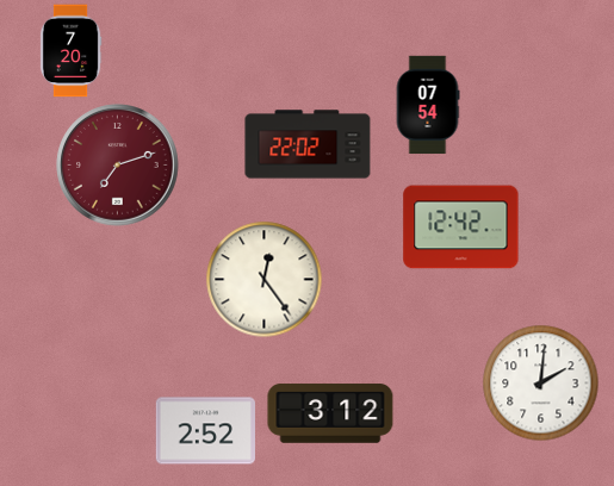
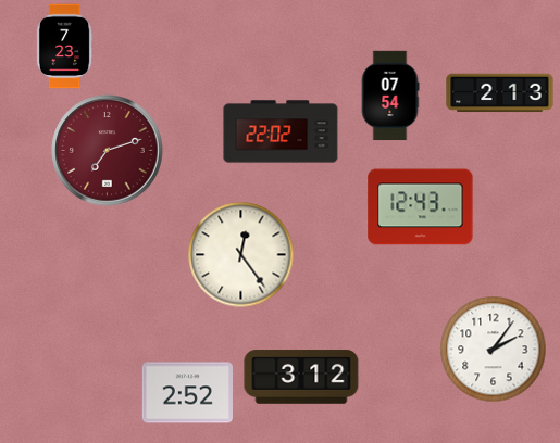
clock at (70, 51): 7:20 -> 7:23
clock at (500, 93): none -> 2:13
clock at (461, 228): 12:42 -> 12:43
clock at (541, 384): 2:01 -> 2:06
